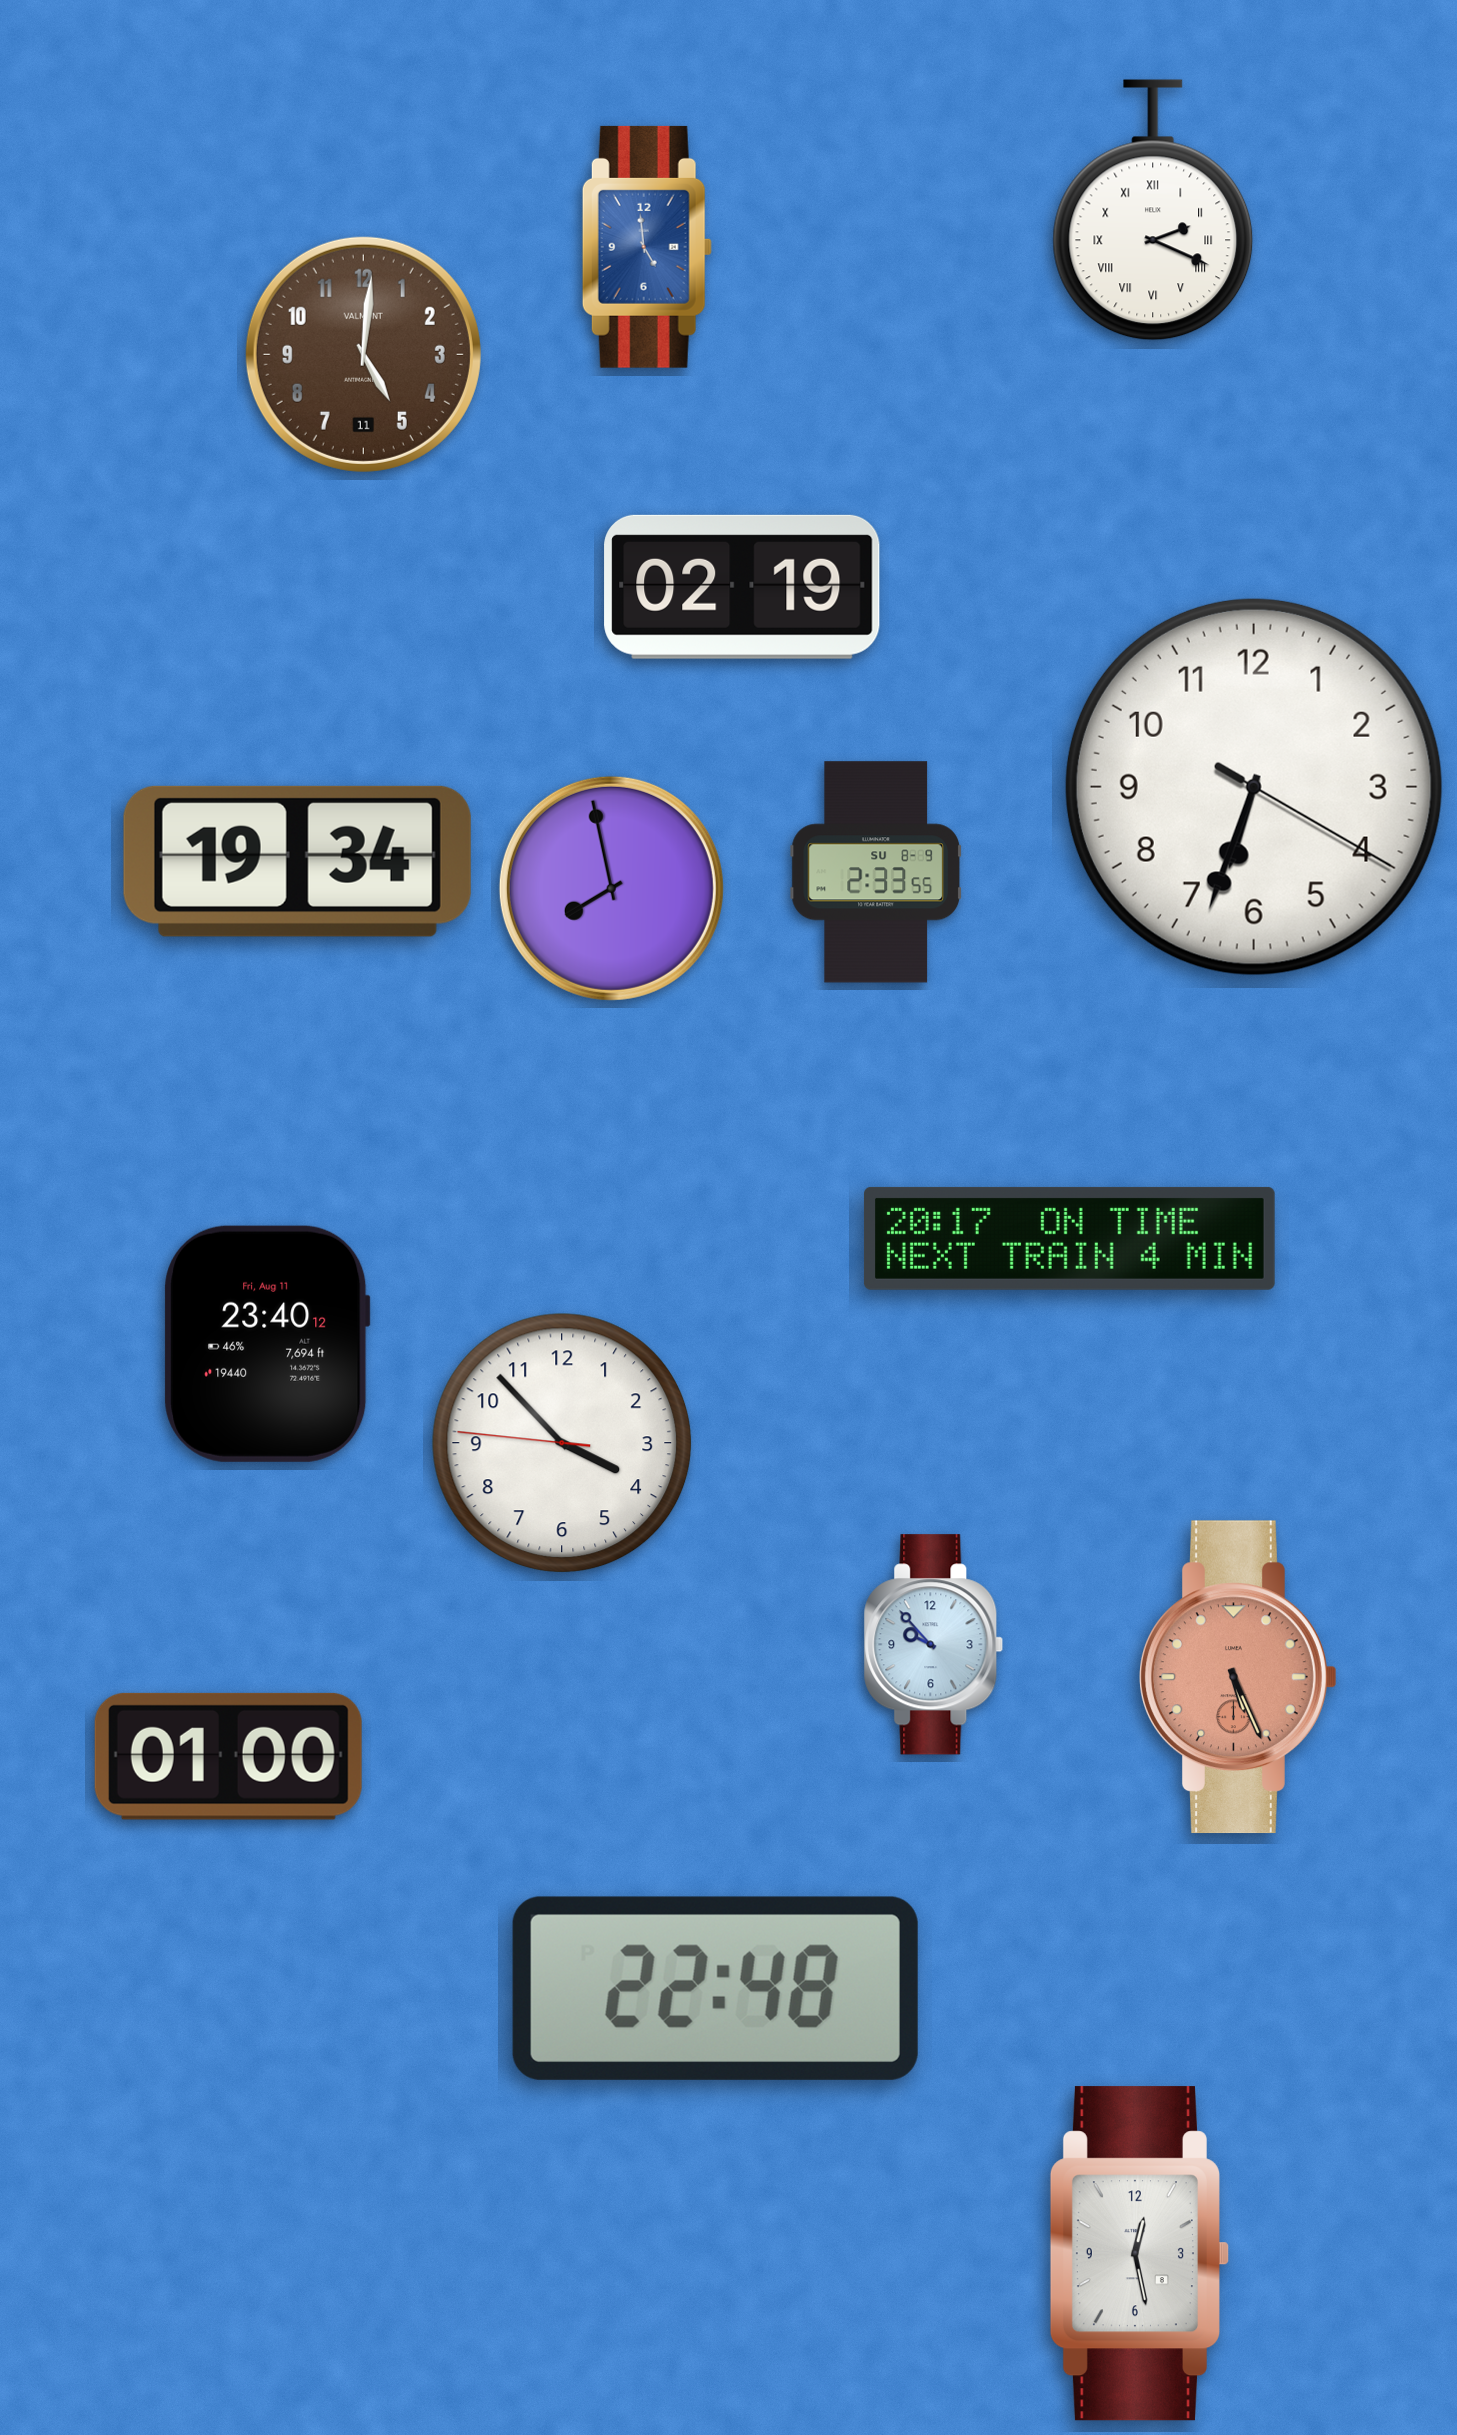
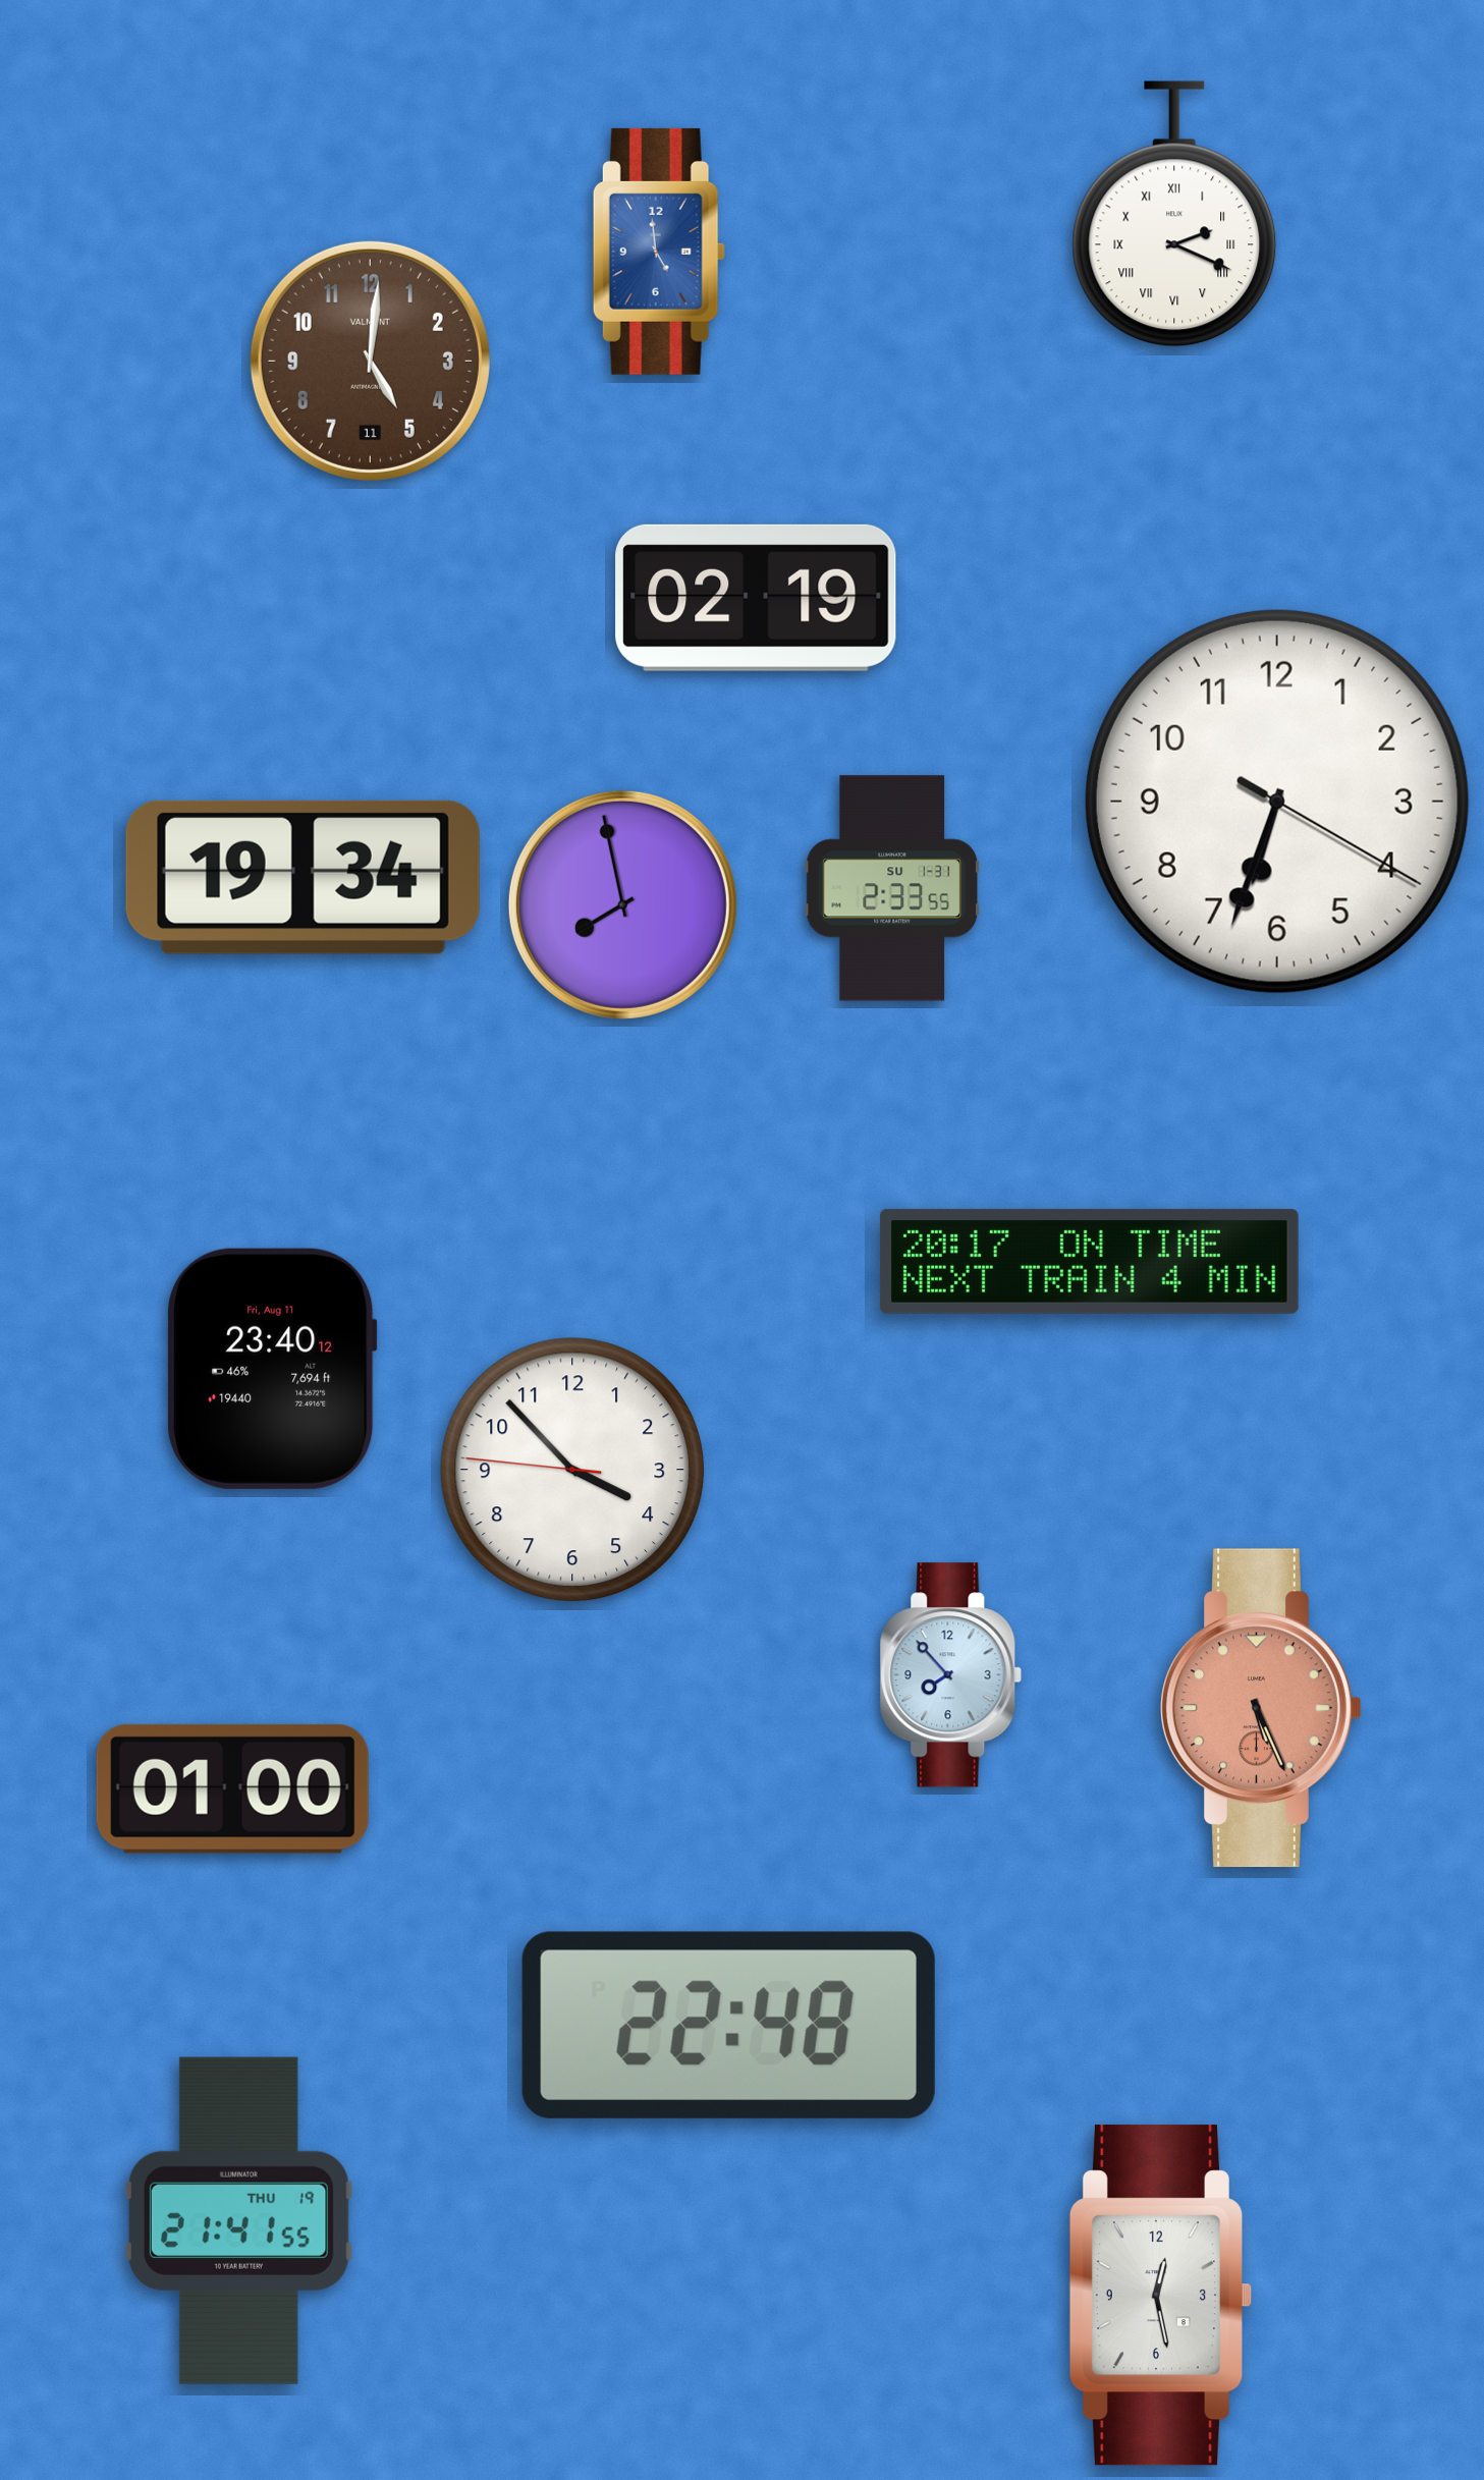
clock at (876, 872) date: SU 8-9 -> SU 1-31
clock at (934, 1645): 9:53 -> 7:53
clock at (238, 2220): none -> 21:41
